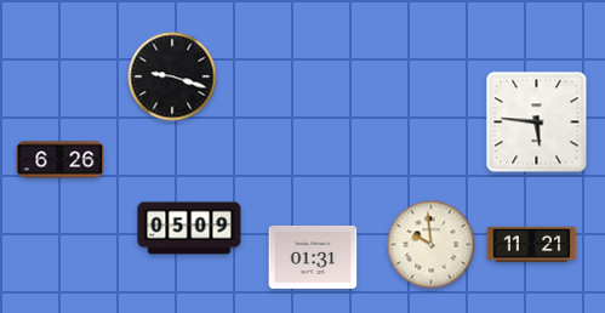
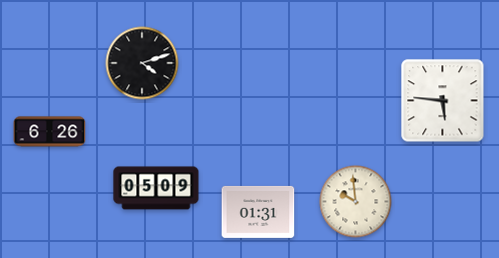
clock at (172, 76): 9:18 -> 4:12
clock at (532, 245): 11:21 -> none
